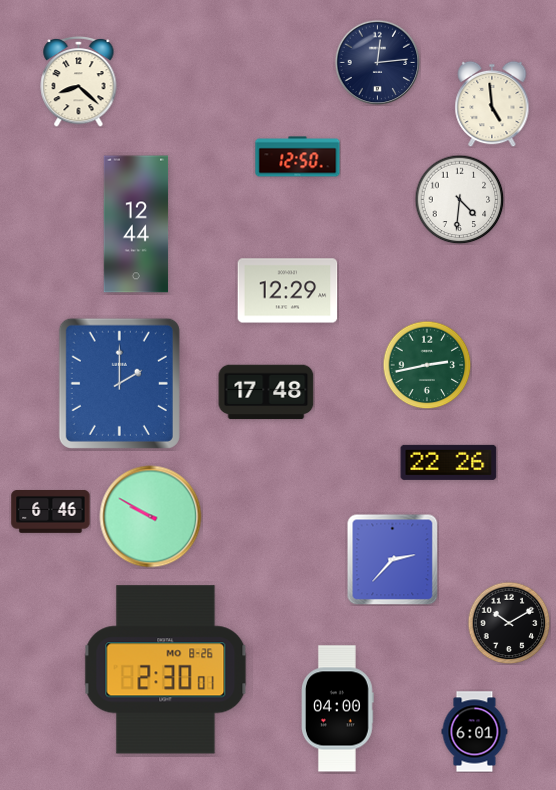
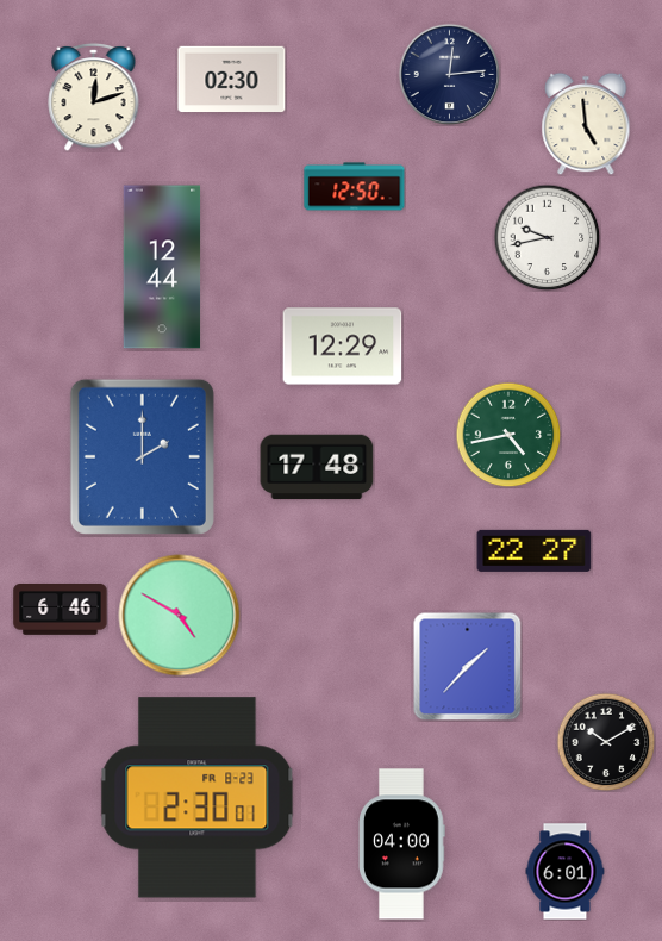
clock at (232, 80): none -> 02:30
clock at (79, 81): 8:22 -> 12:12
clock at (459, 199): 4:31 -> 9:43
clock at (427, 365): 2:43 -> 4:43
clock at (449, 462): 22:26 -> 22:27
clock at (151, 517): 9:50 -> 4:50
clock at (392, 559): 2:37 -> 1:37
clock at (166, 670) date: MO 8-26 -> FR 8-23
